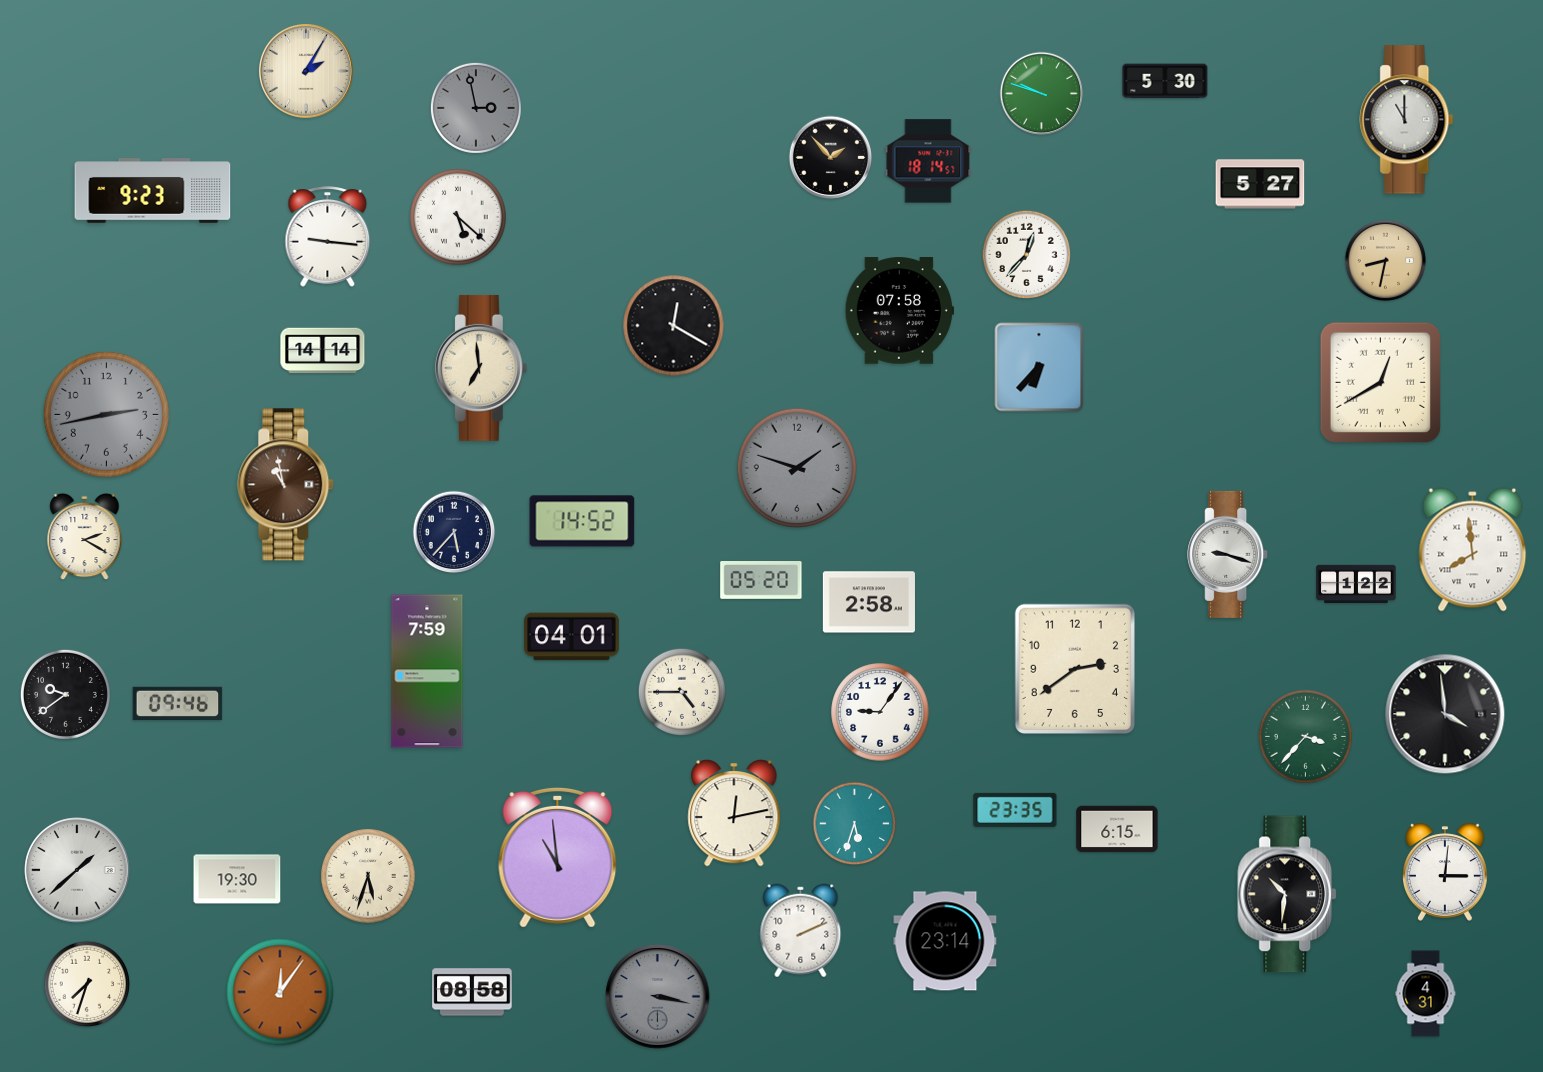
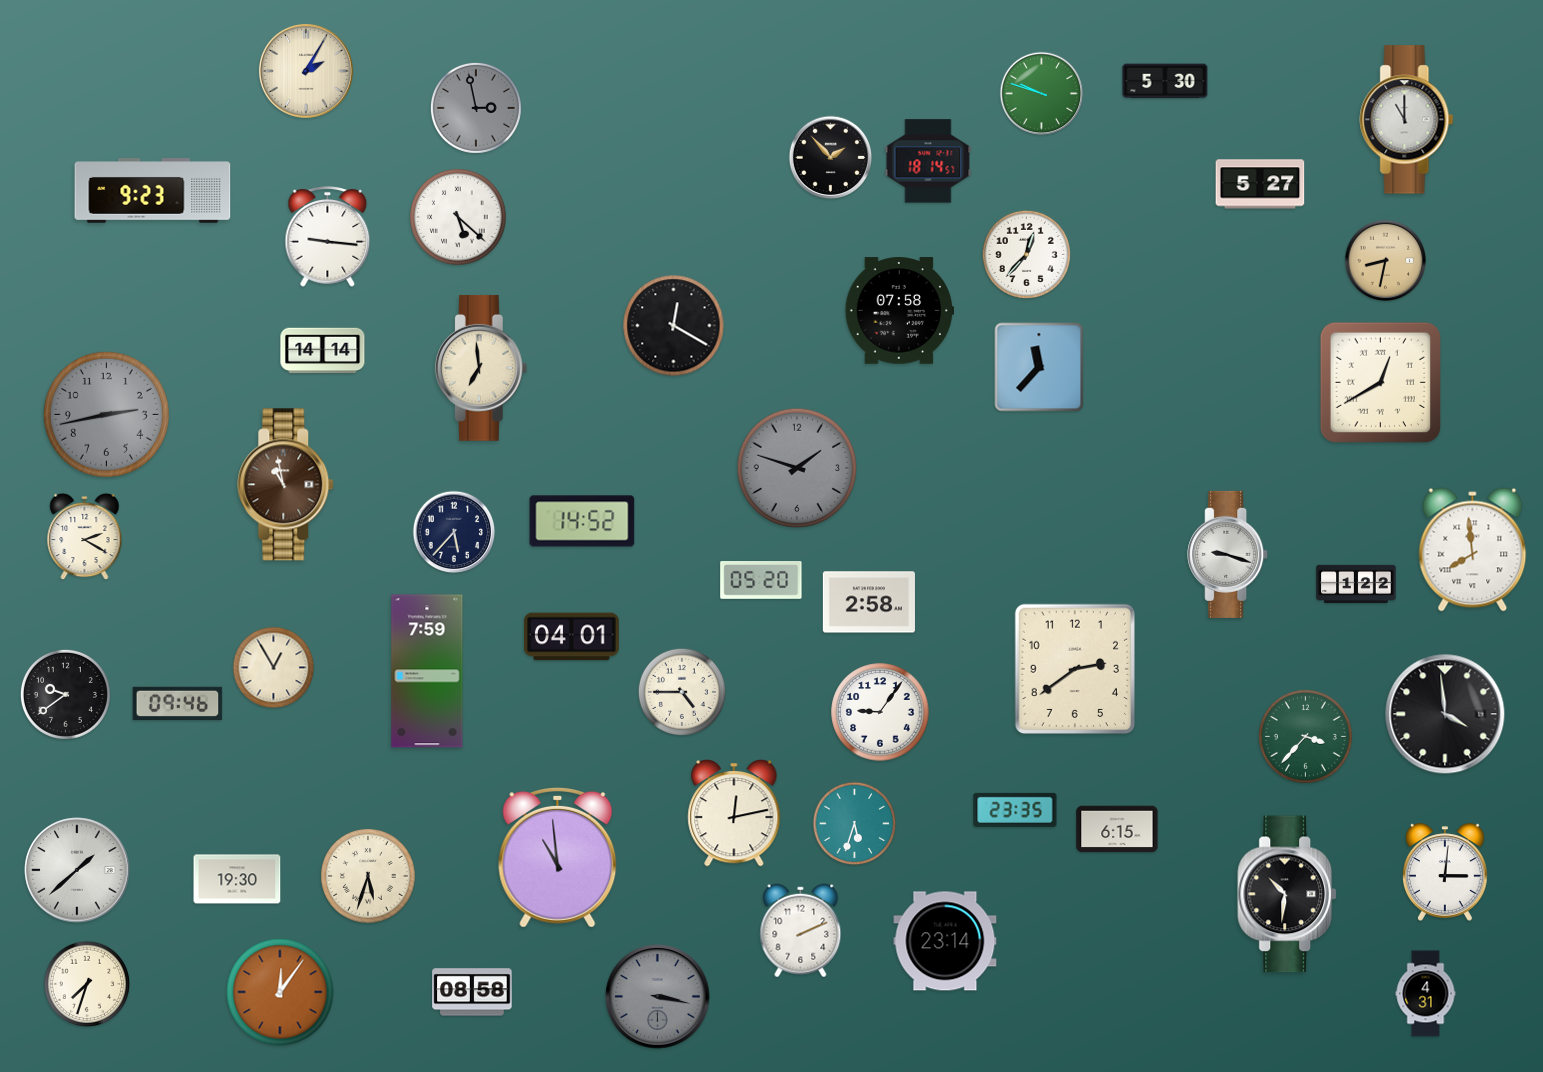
clock at (1039, 367): 6:37 -> 11:37
clock at (274, 668): none -> 12:55
